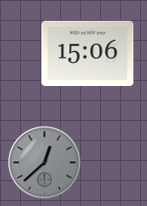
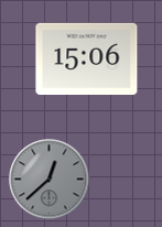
clock at (88, 53) position: (88, 53) -> (87, 58)
